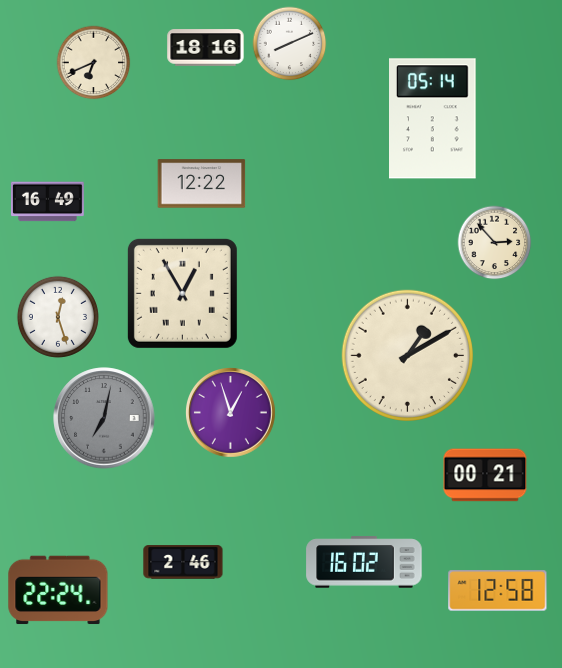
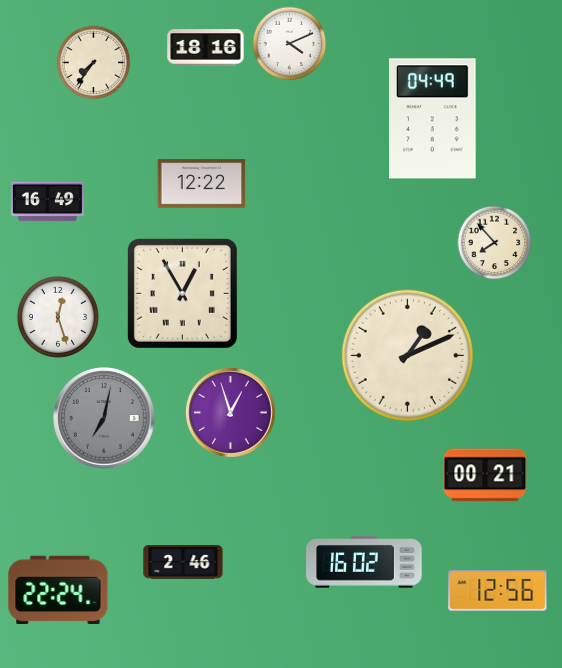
clock at (290, 44): 8:11 -> 4:11
clock at (94, 63): 6:41 -> 7:36
clock at (433, 119): 05:14 -> 04:49
clock at (495, 243): 2:53 -> 7:53
clock at (407, 355): 1:10 -> 1:11
clock at (498, 591): 12:58 -> 12:56
